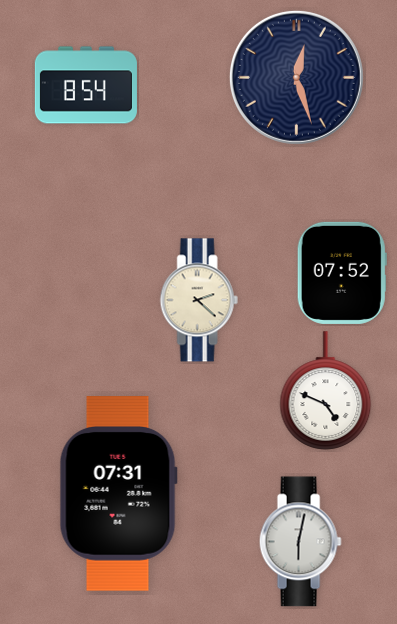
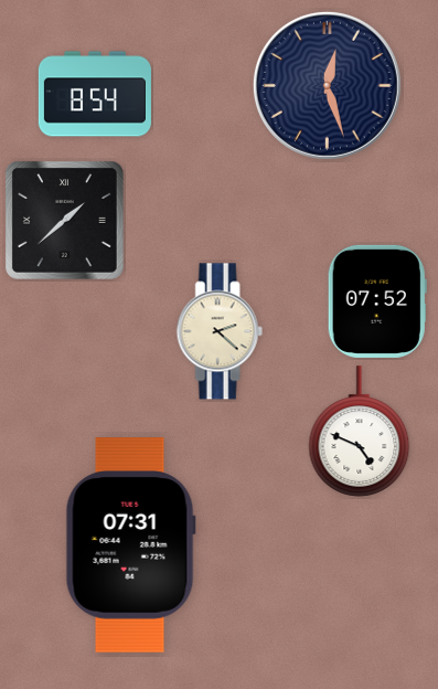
clock at (64, 220): none -> 1:38
clock at (300, 542): 6:02 -> none
